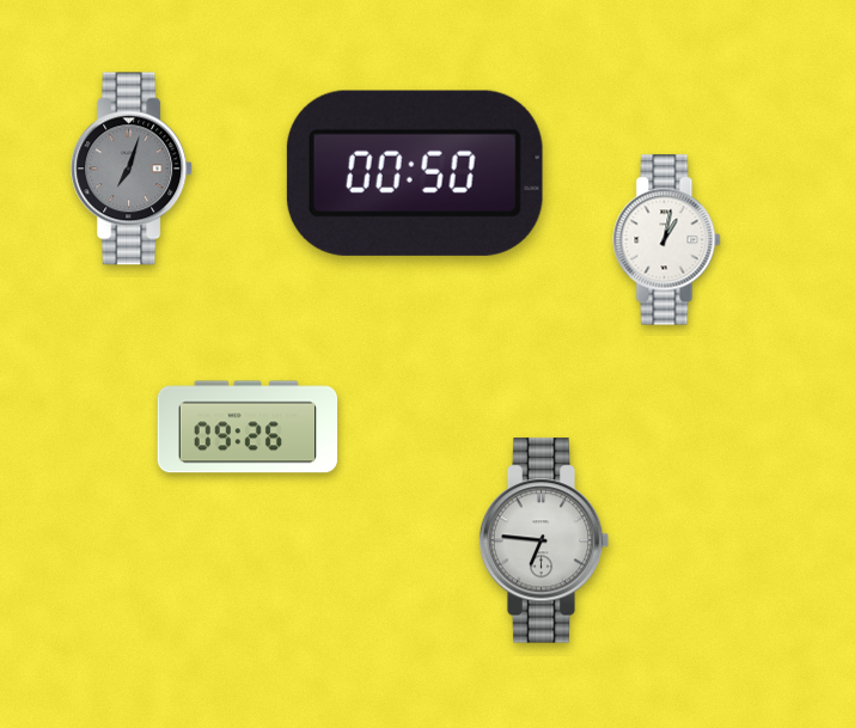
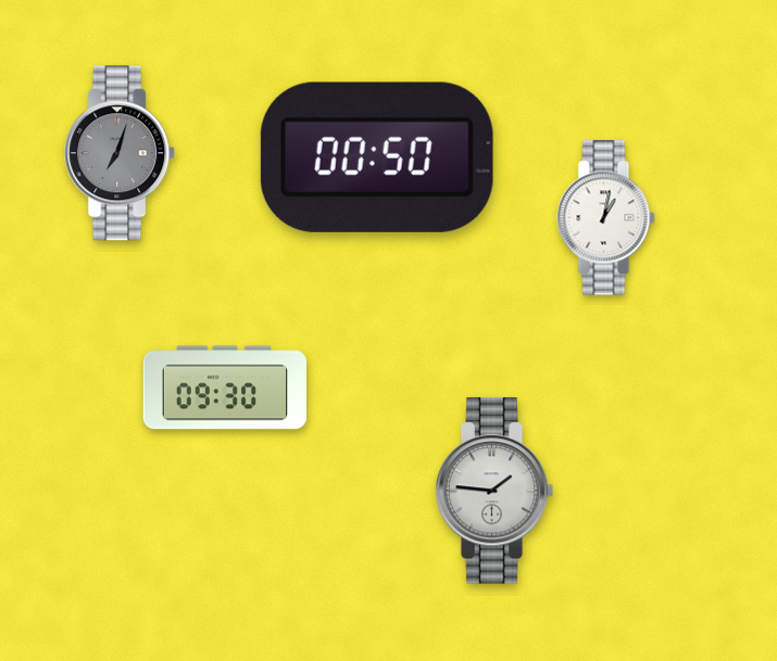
clock at (248, 427): 09:26 -> 09:30
clock at (544, 540): 6:46 -> 1:46
